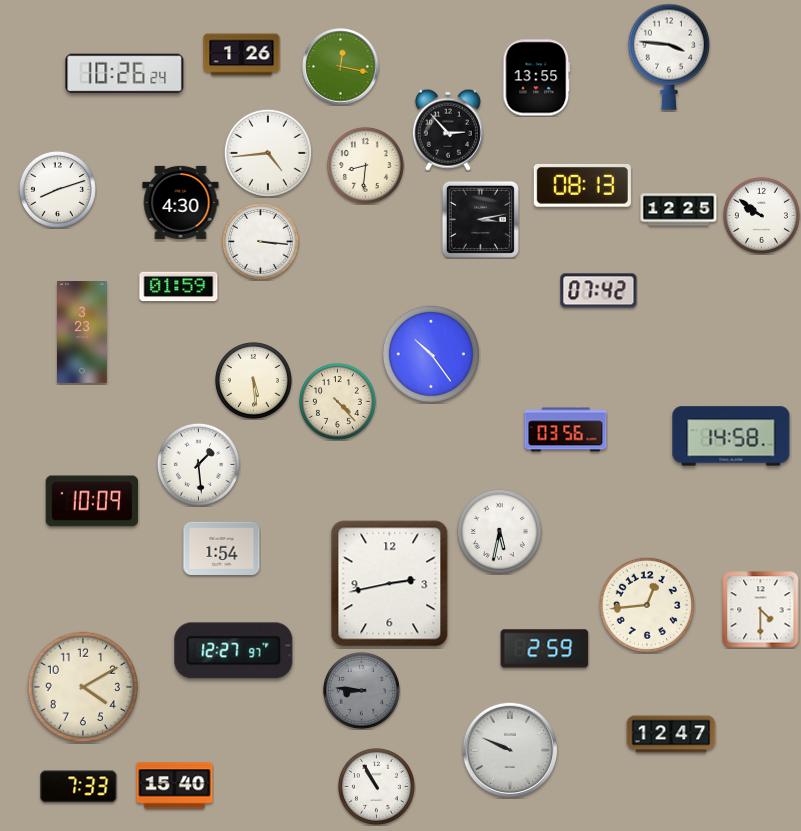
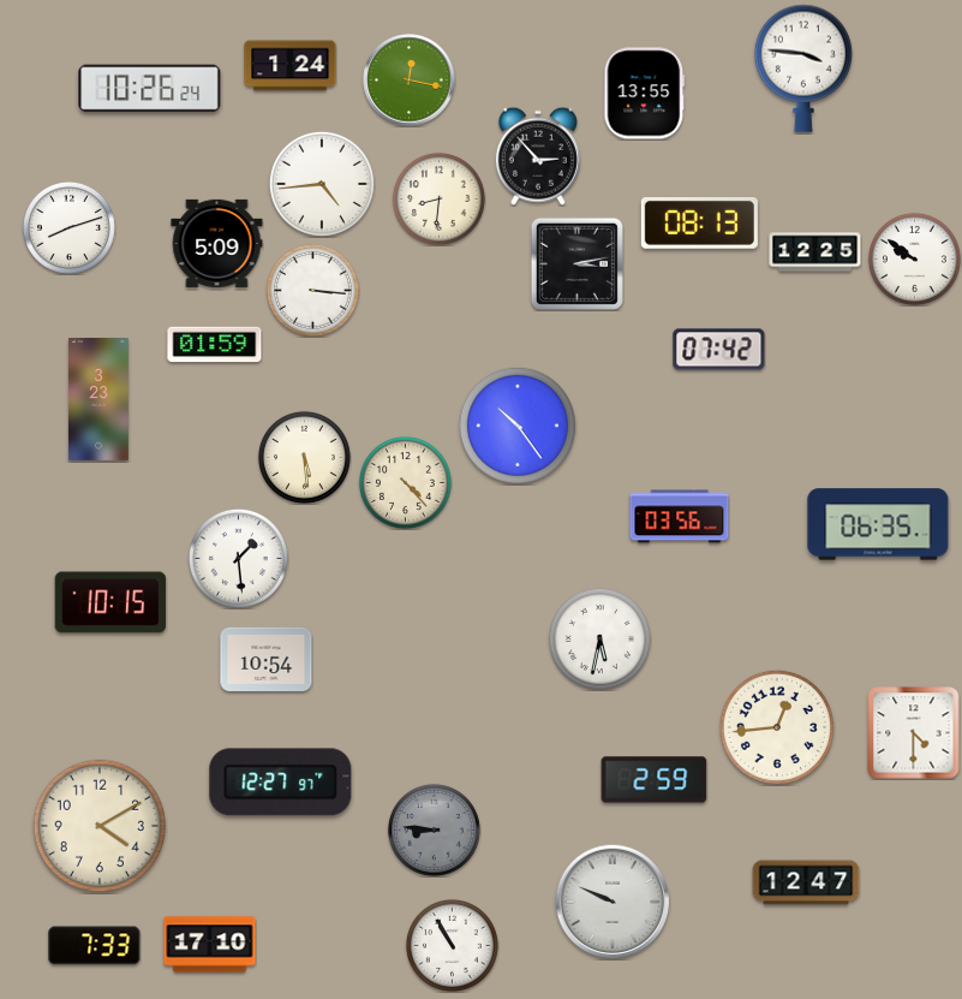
clock at (242, 55): 1:26 -> 1:24
clock at (181, 202): 4:30 -> 5:09
clock at (731, 436): 14:58 -> 06:35
clock at (92, 501): 10:09 -> 10:15
clock at (222, 548): 1:54 -> 10:54
clock at (390, 584): 2:43 -> none
clock at (175, 786): 15:40 -> 17:10
